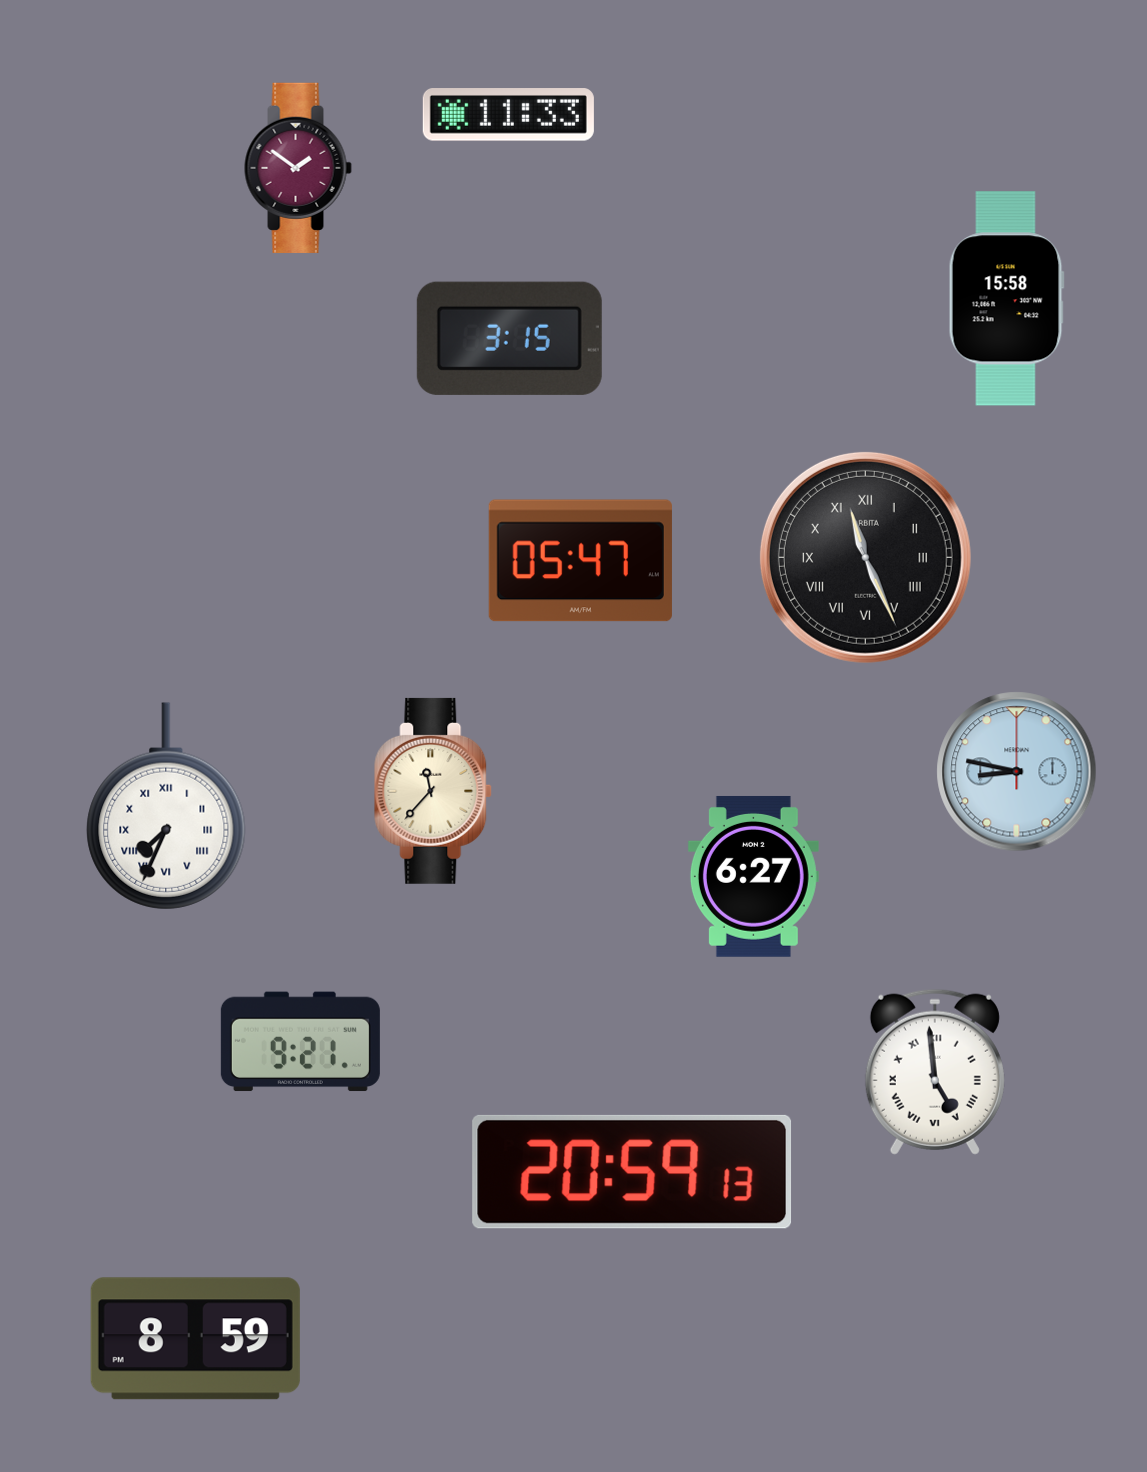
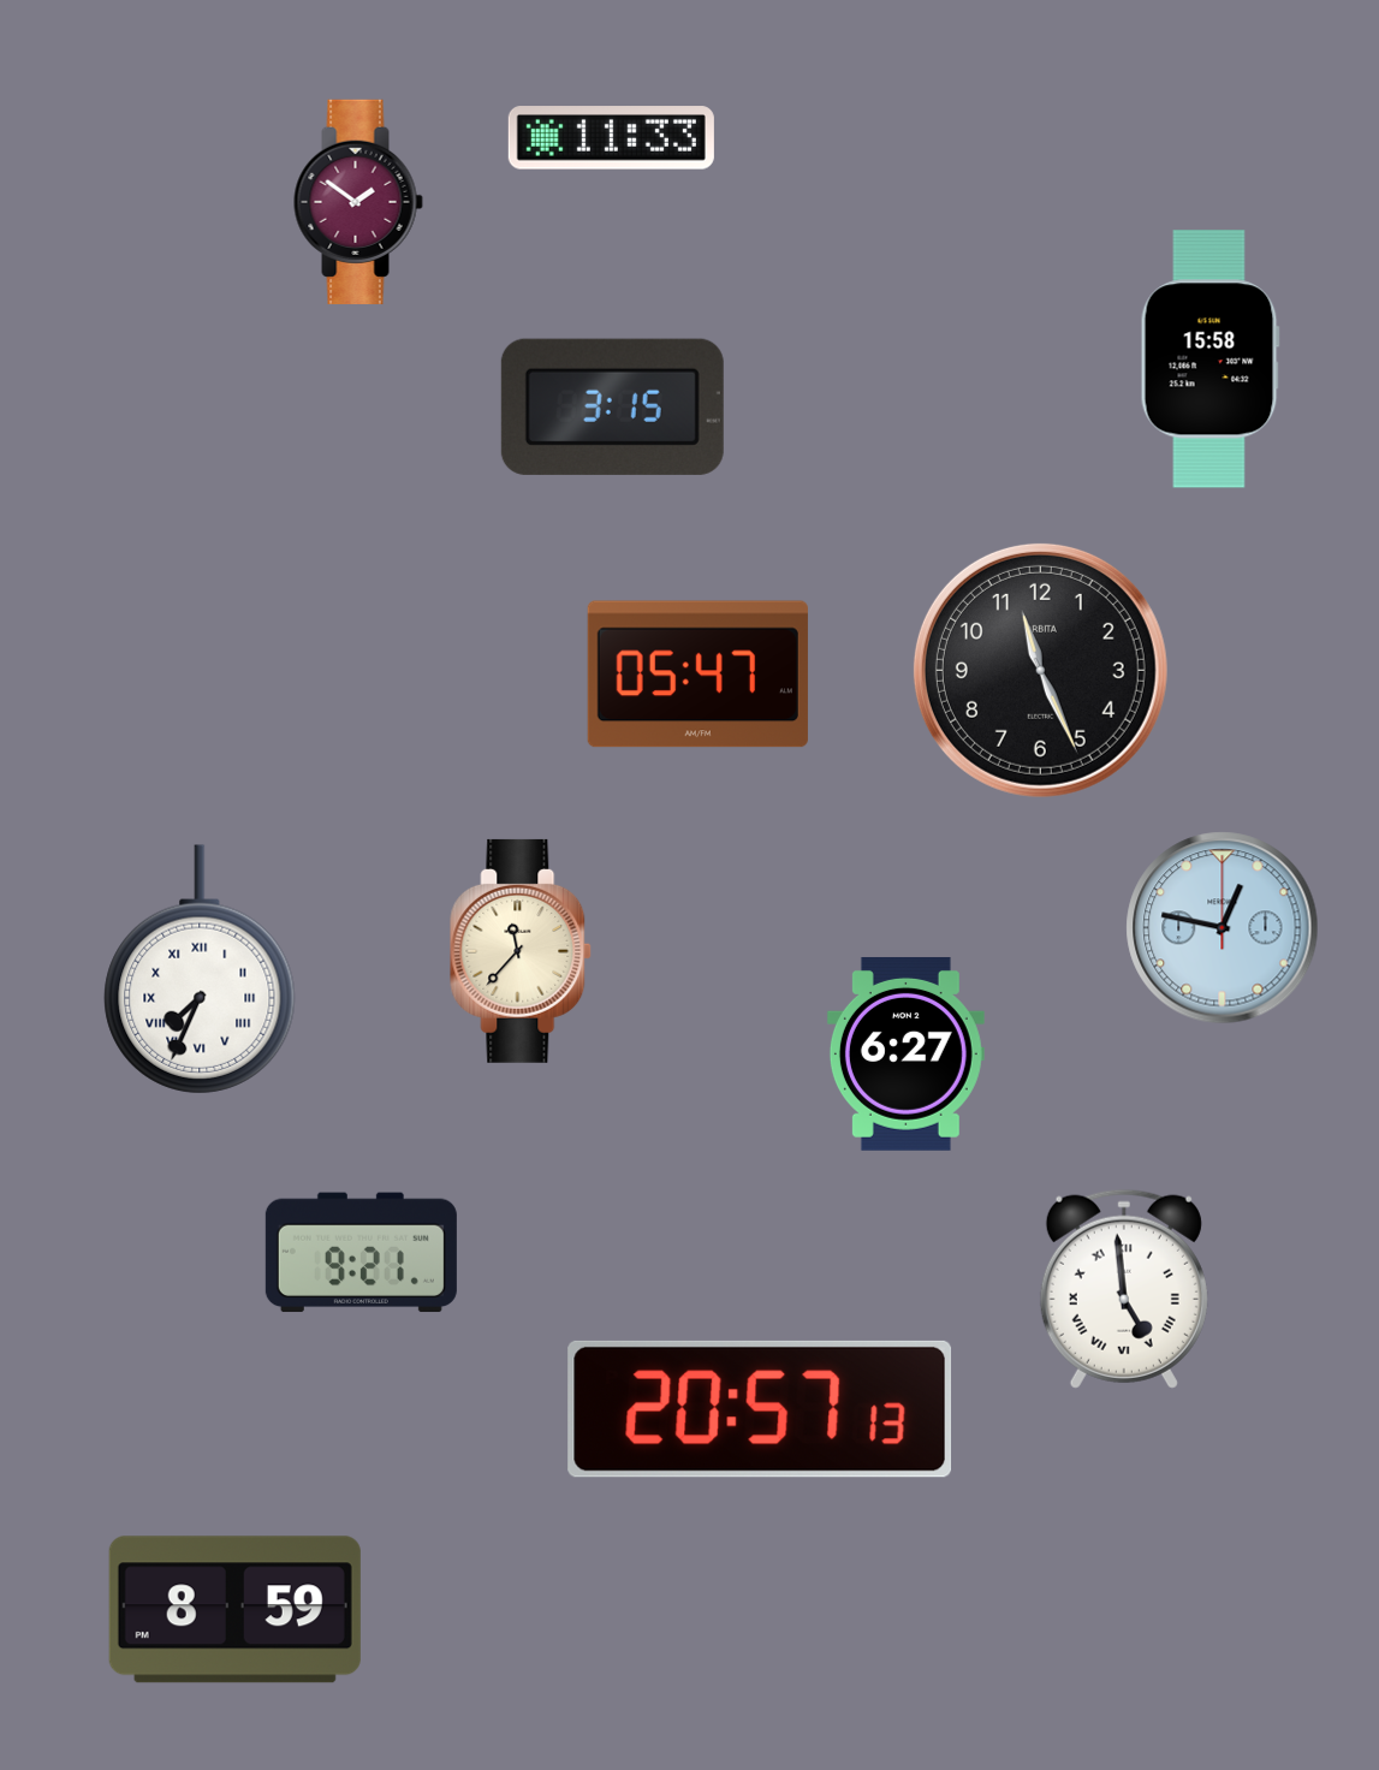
clock at (865, 557) numerals: Roman -> Arabic
clock at (1017, 772): 8:47 -> 12:47
clock at (632, 1172): 20:59 -> 20:57
